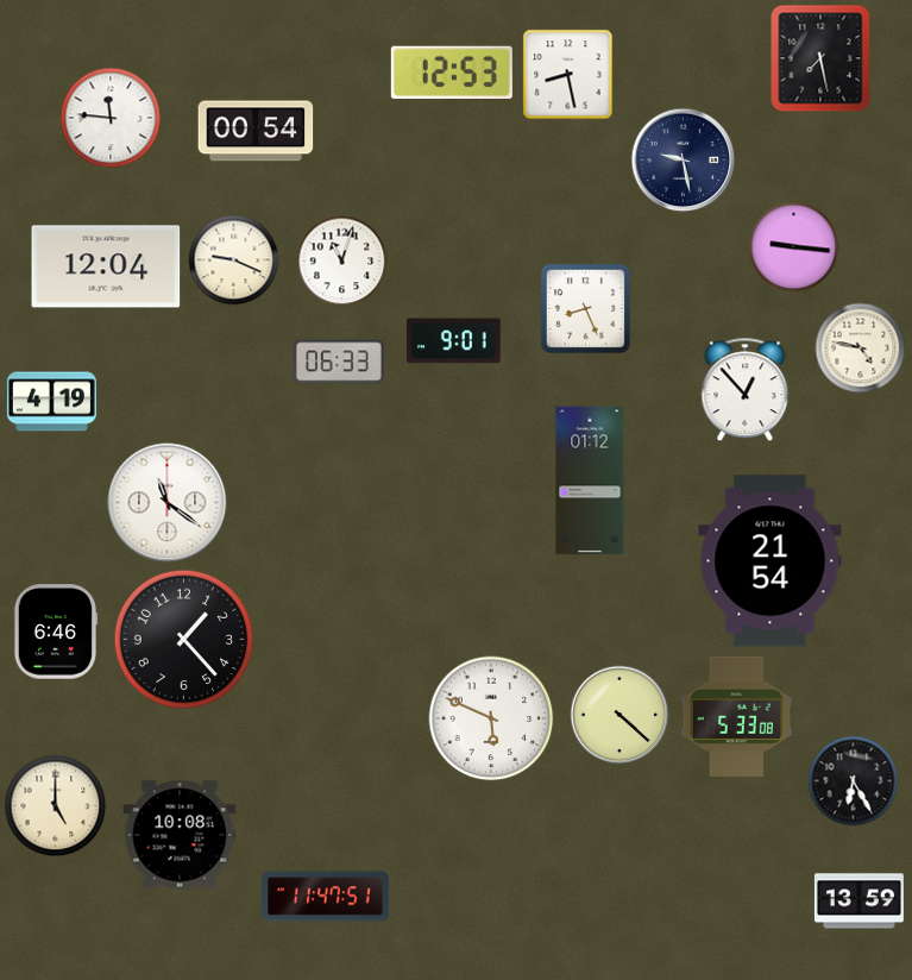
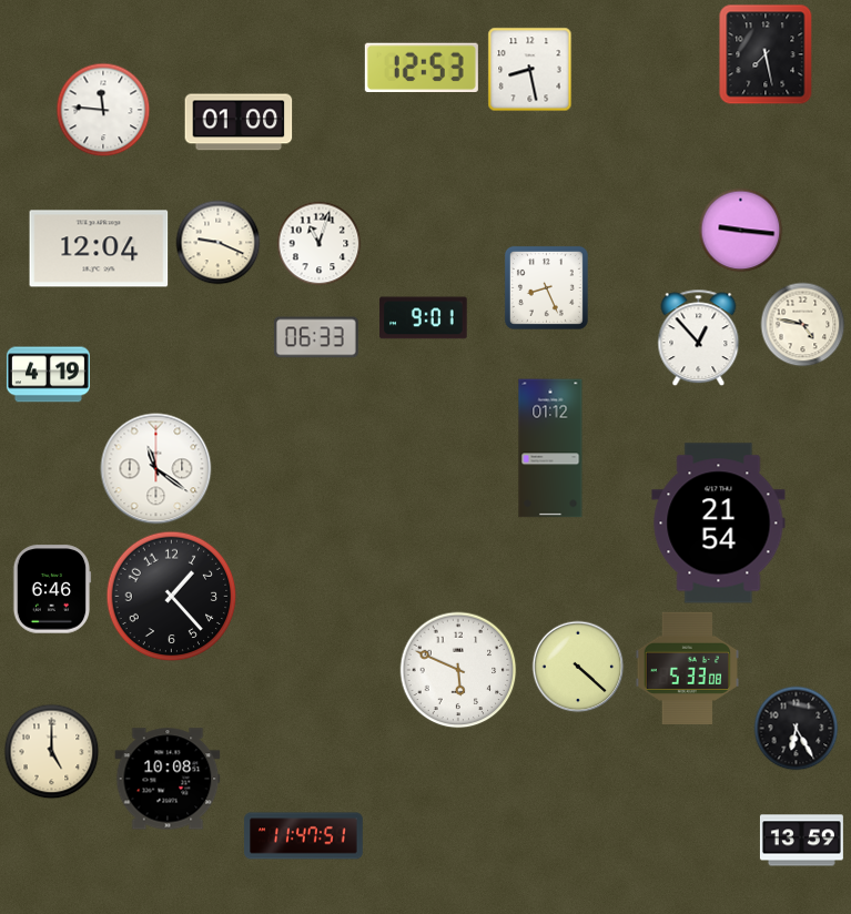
clock at (256, 131): 00:54 -> 01:00
clock at (684, 161): 9:28 -> none
clock at (746, 390) position: (746, 390) -> (699, 338)
